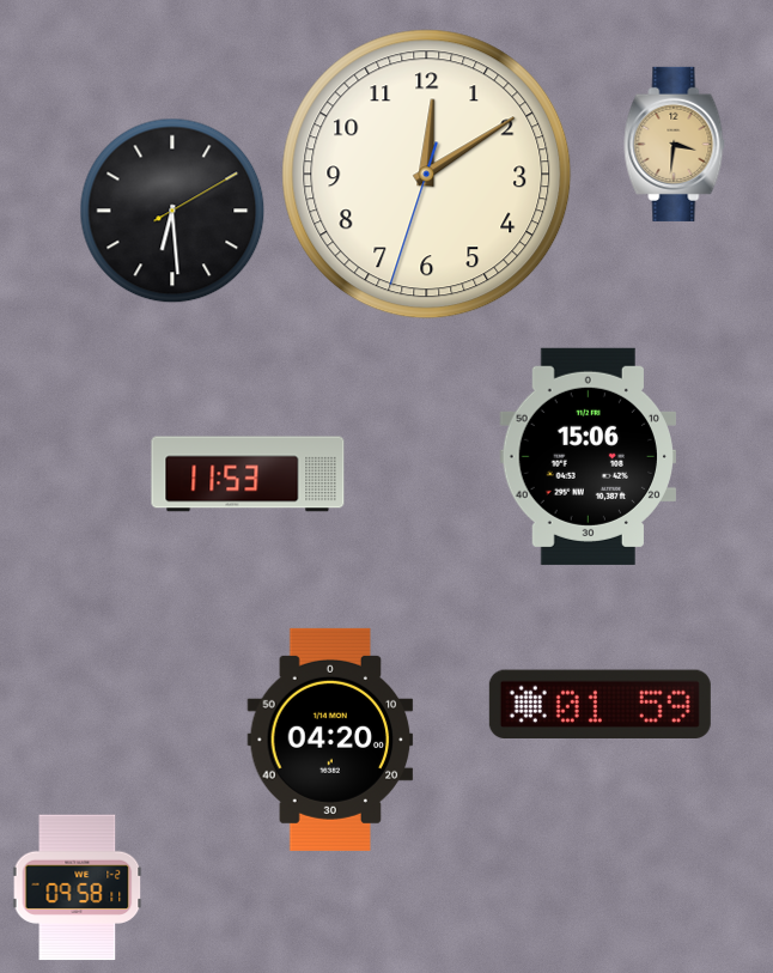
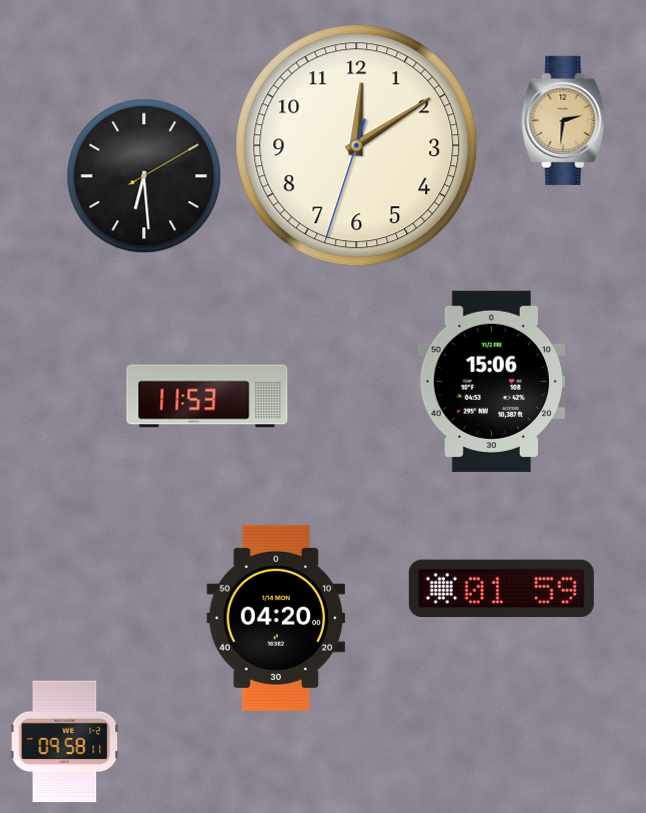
clock at (675, 144): 3:31 -> 2:31
